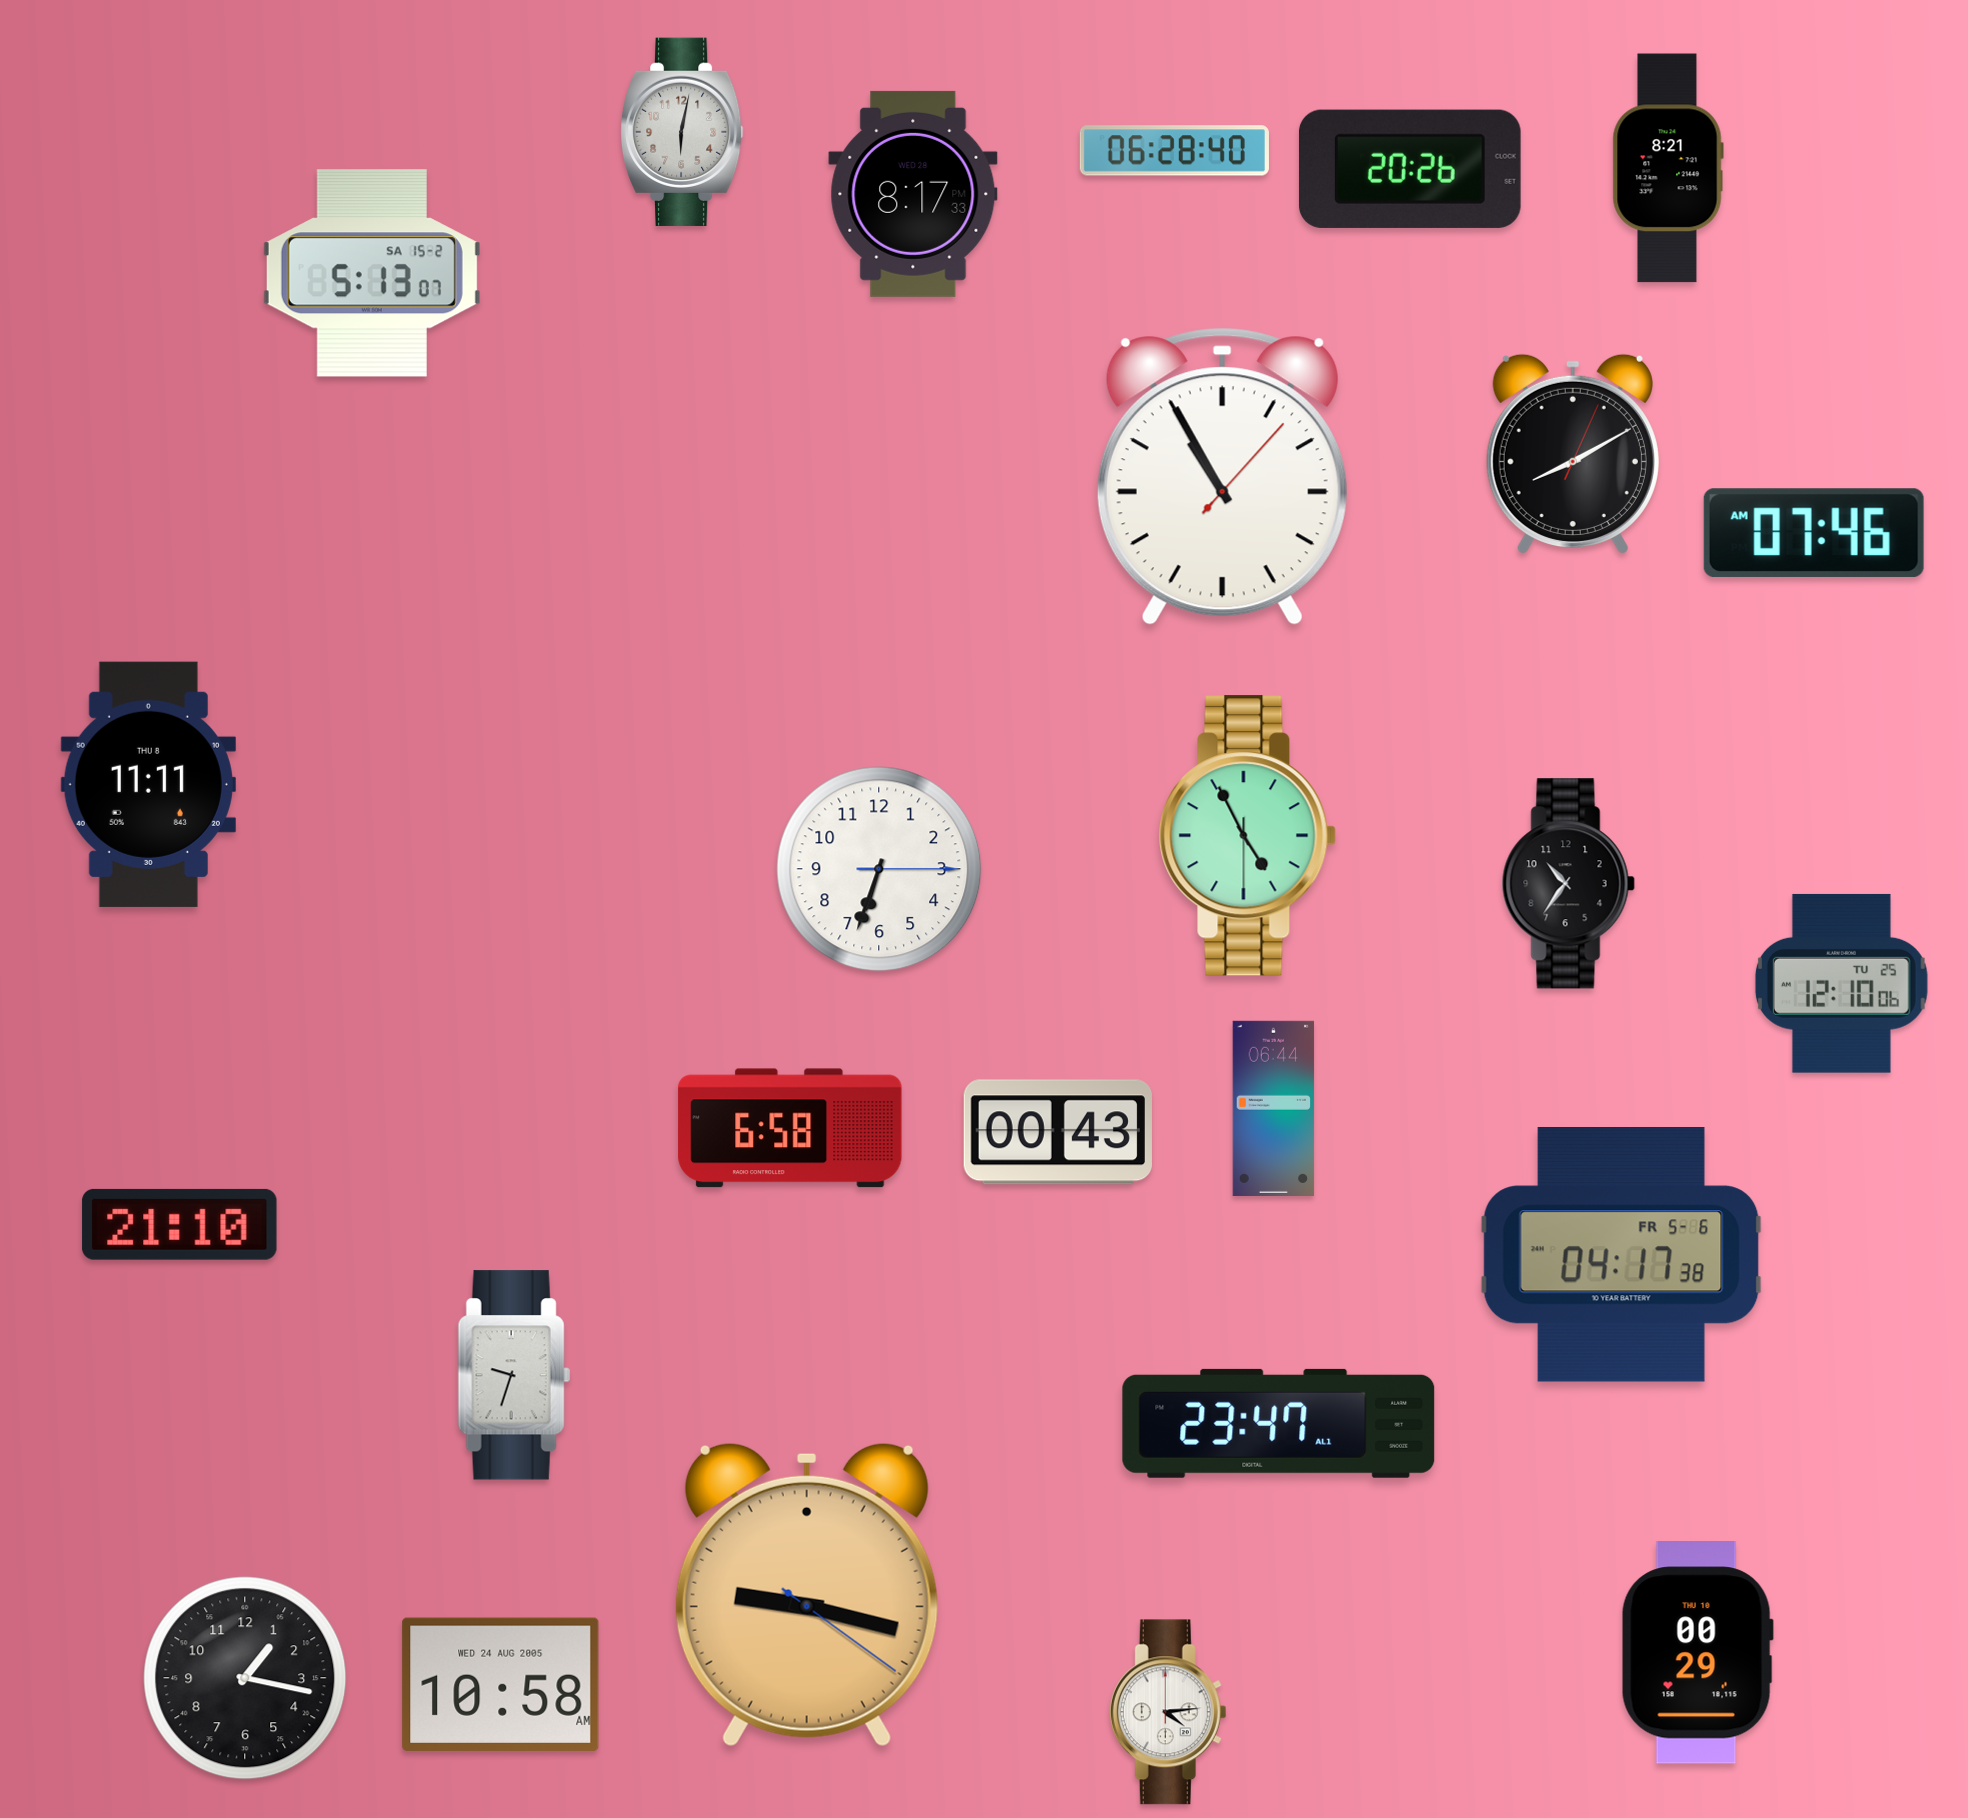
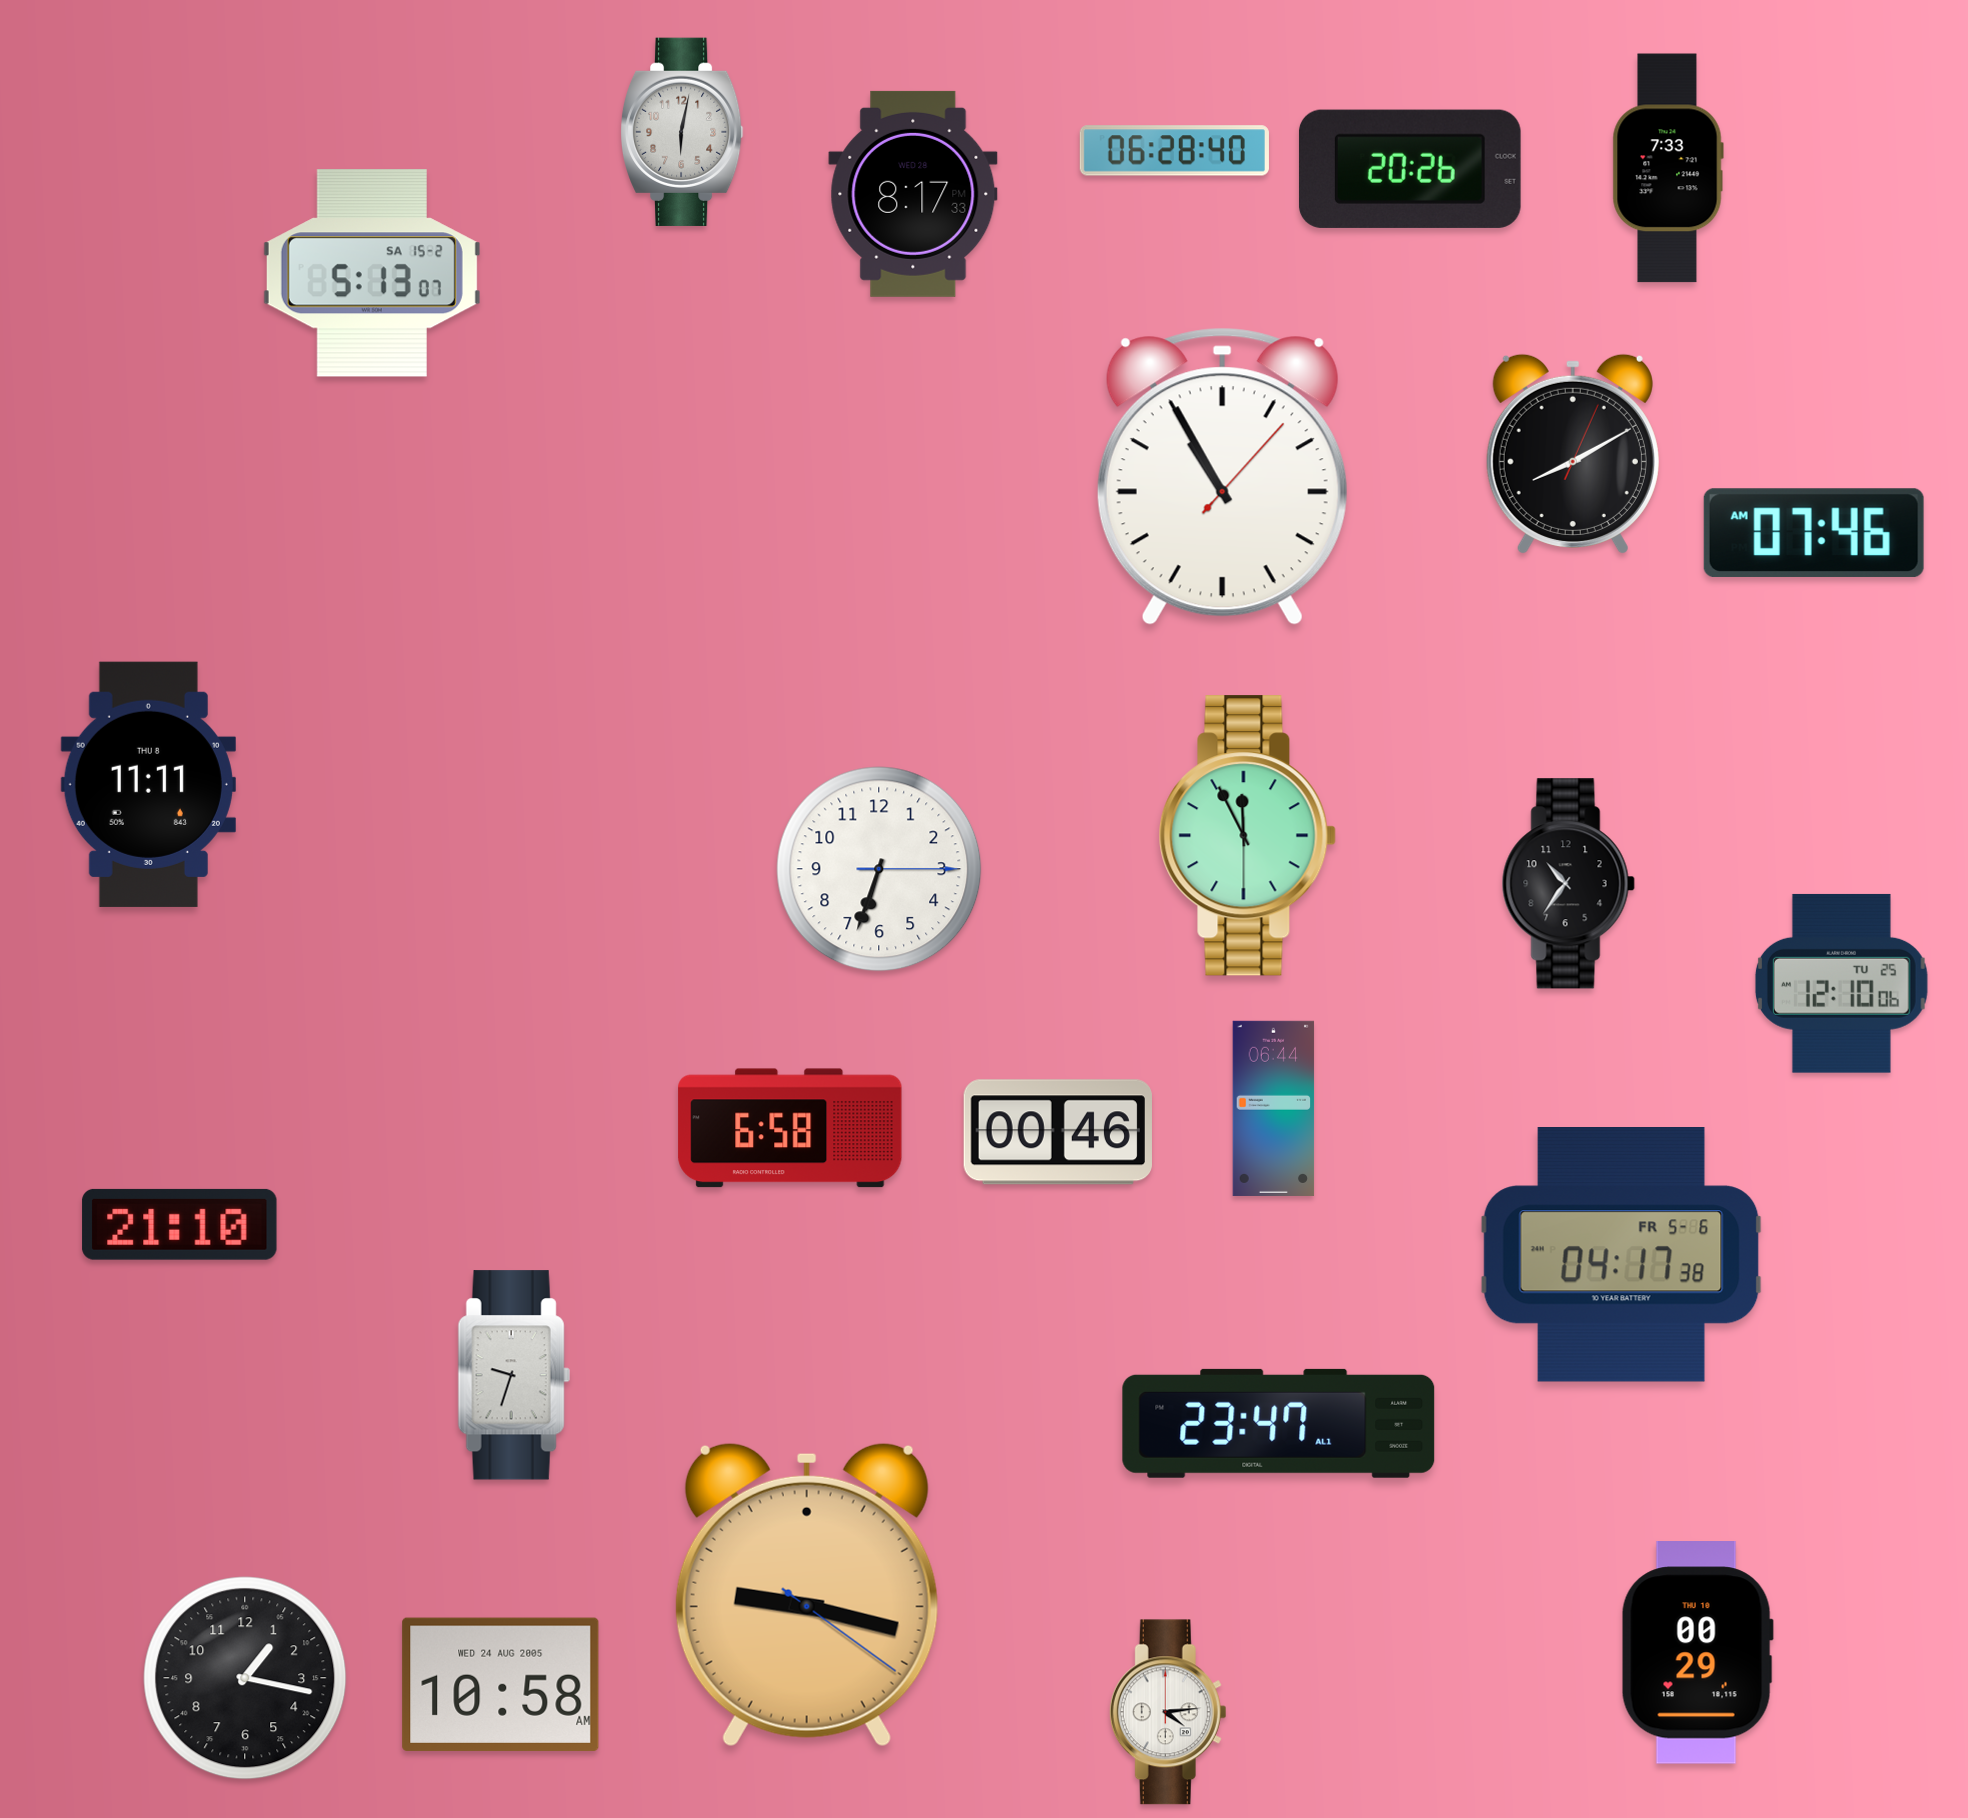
clock at (1668, 168): 8:21 -> 7:33
clock at (1247, 836): 4:55 -> 11:55
clock at (1058, 1132): 00:43 -> 00:46
